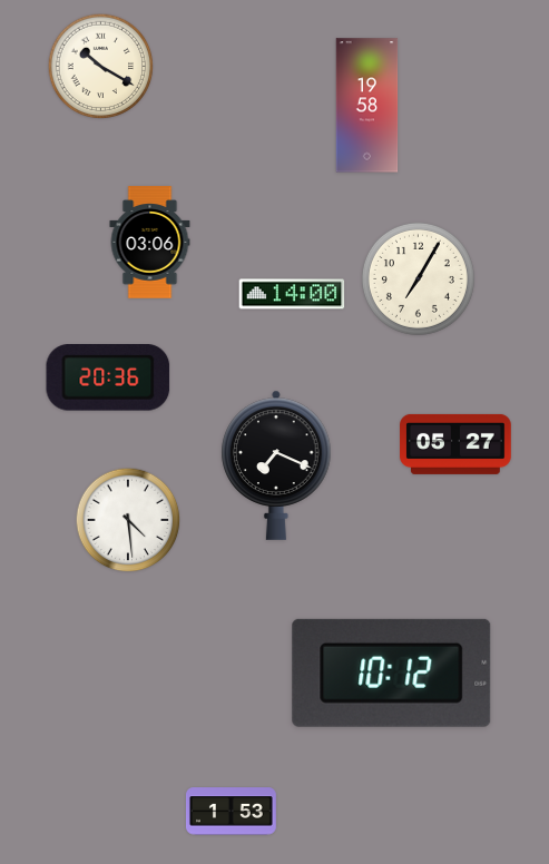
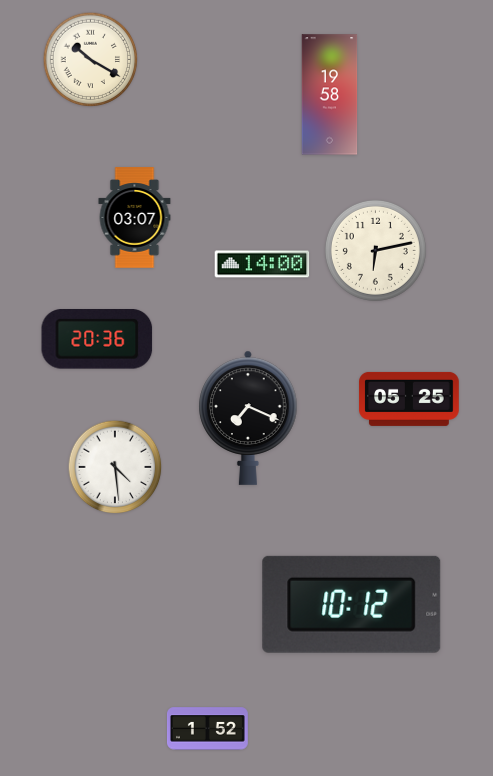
clock at (150, 243): 03:06 -> 03:07
clock at (418, 278): 7:05 -> 6:13
clock at (455, 444): 05:27 -> 05:25
clock at (231, 812): 1:53 -> 1:52
